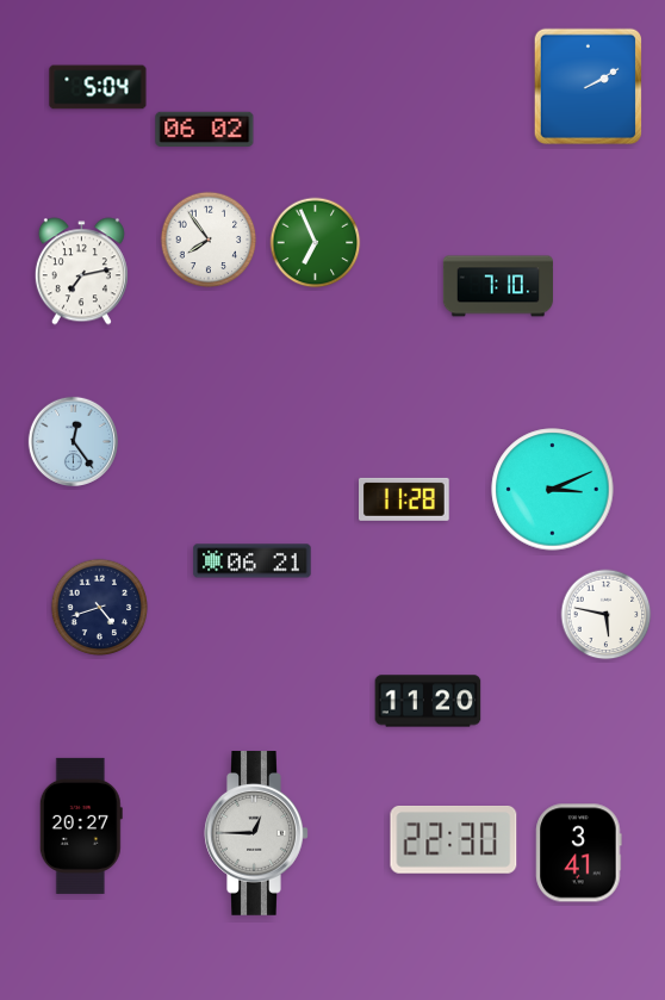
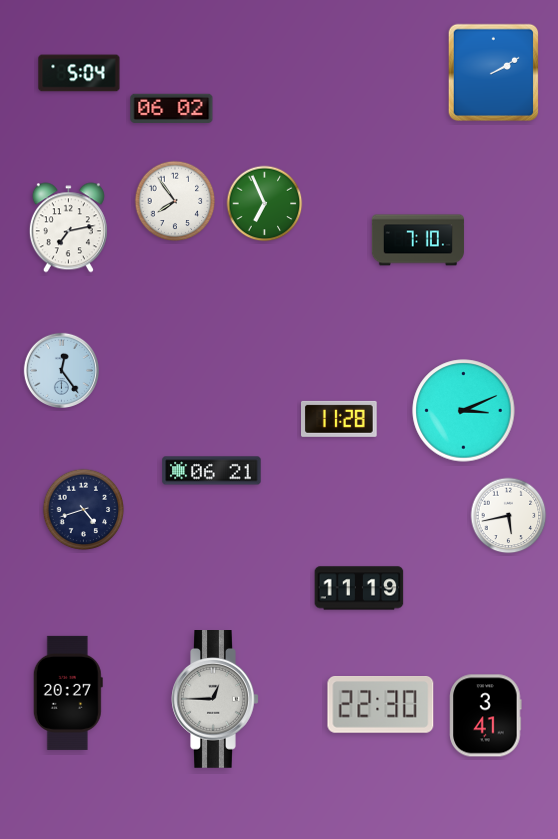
clock at (98, 87) position: (98, 87) -> (79, 73)
clock at (607, 615): 5:47 -> 5:43
clock at (428, 701): 11:20 -> 11:19
